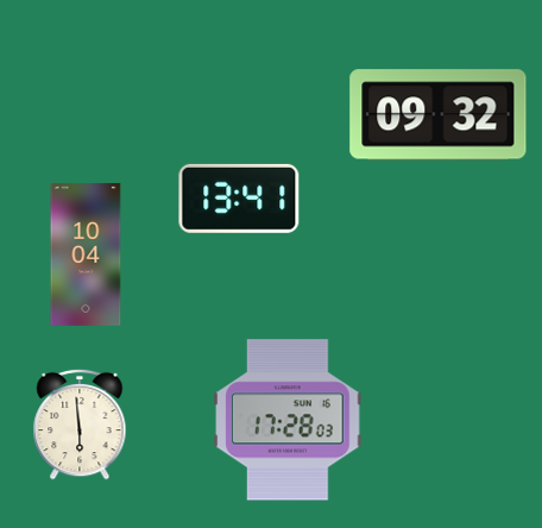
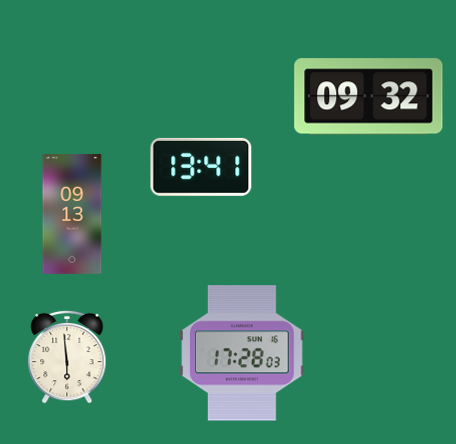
clock at (86, 254): 10:04 -> 09:13
